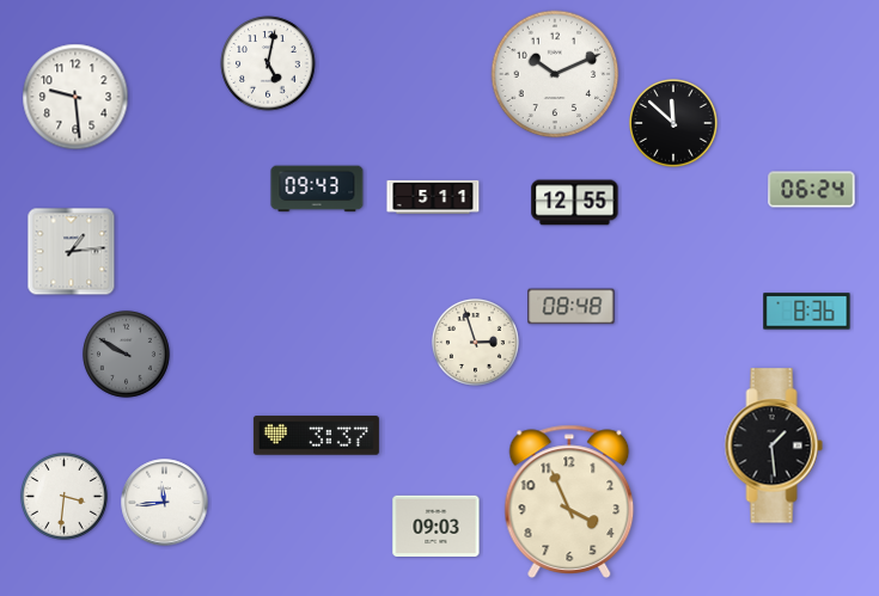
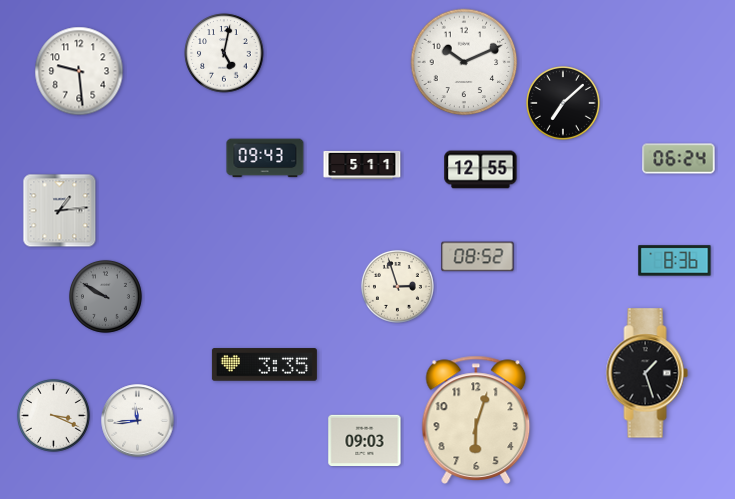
clock at (75, 97) position: (75, 97) -> (79, 71)
clock at (674, 124): 11:52 -> 7:08
clock at (572, 307): 08:48 -> 08:52
clock at (316, 436): 3:37 -> 3:35
clock at (774, 446): 1:29 -> 1:27
clock at (63, 496): 3:31 -> 3:19
clock at (569, 502): 3:56 -> 6:03
